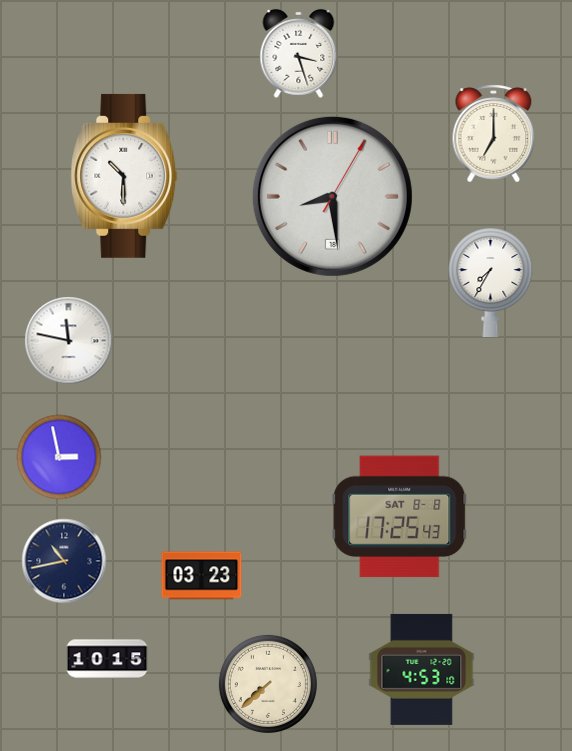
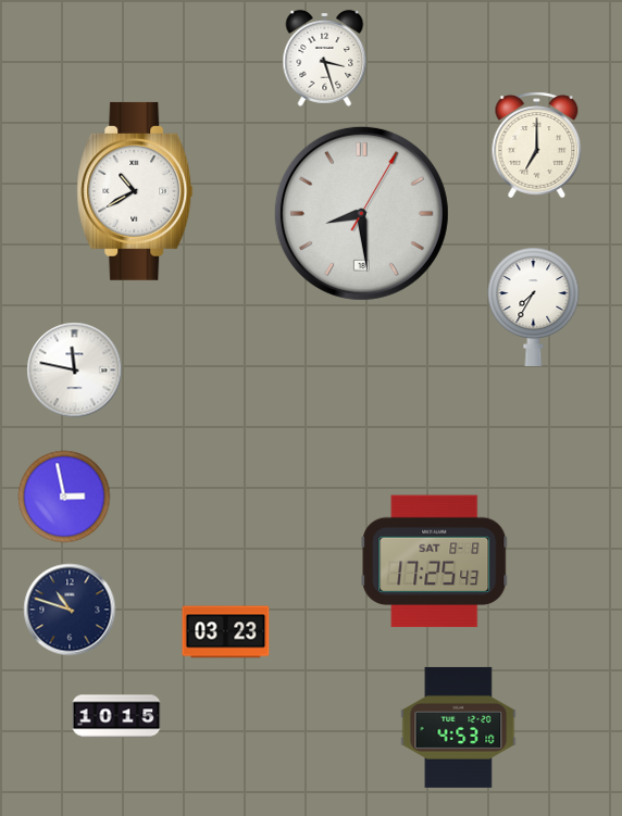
clock at (124, 176): 10:30 -> 10:40
clock at (64, 561): 10:43 -> 10:48
clock at (202, 576) position: (202, 576) -> (226, 632)
clock at (268, 684): 7:38 -> none
